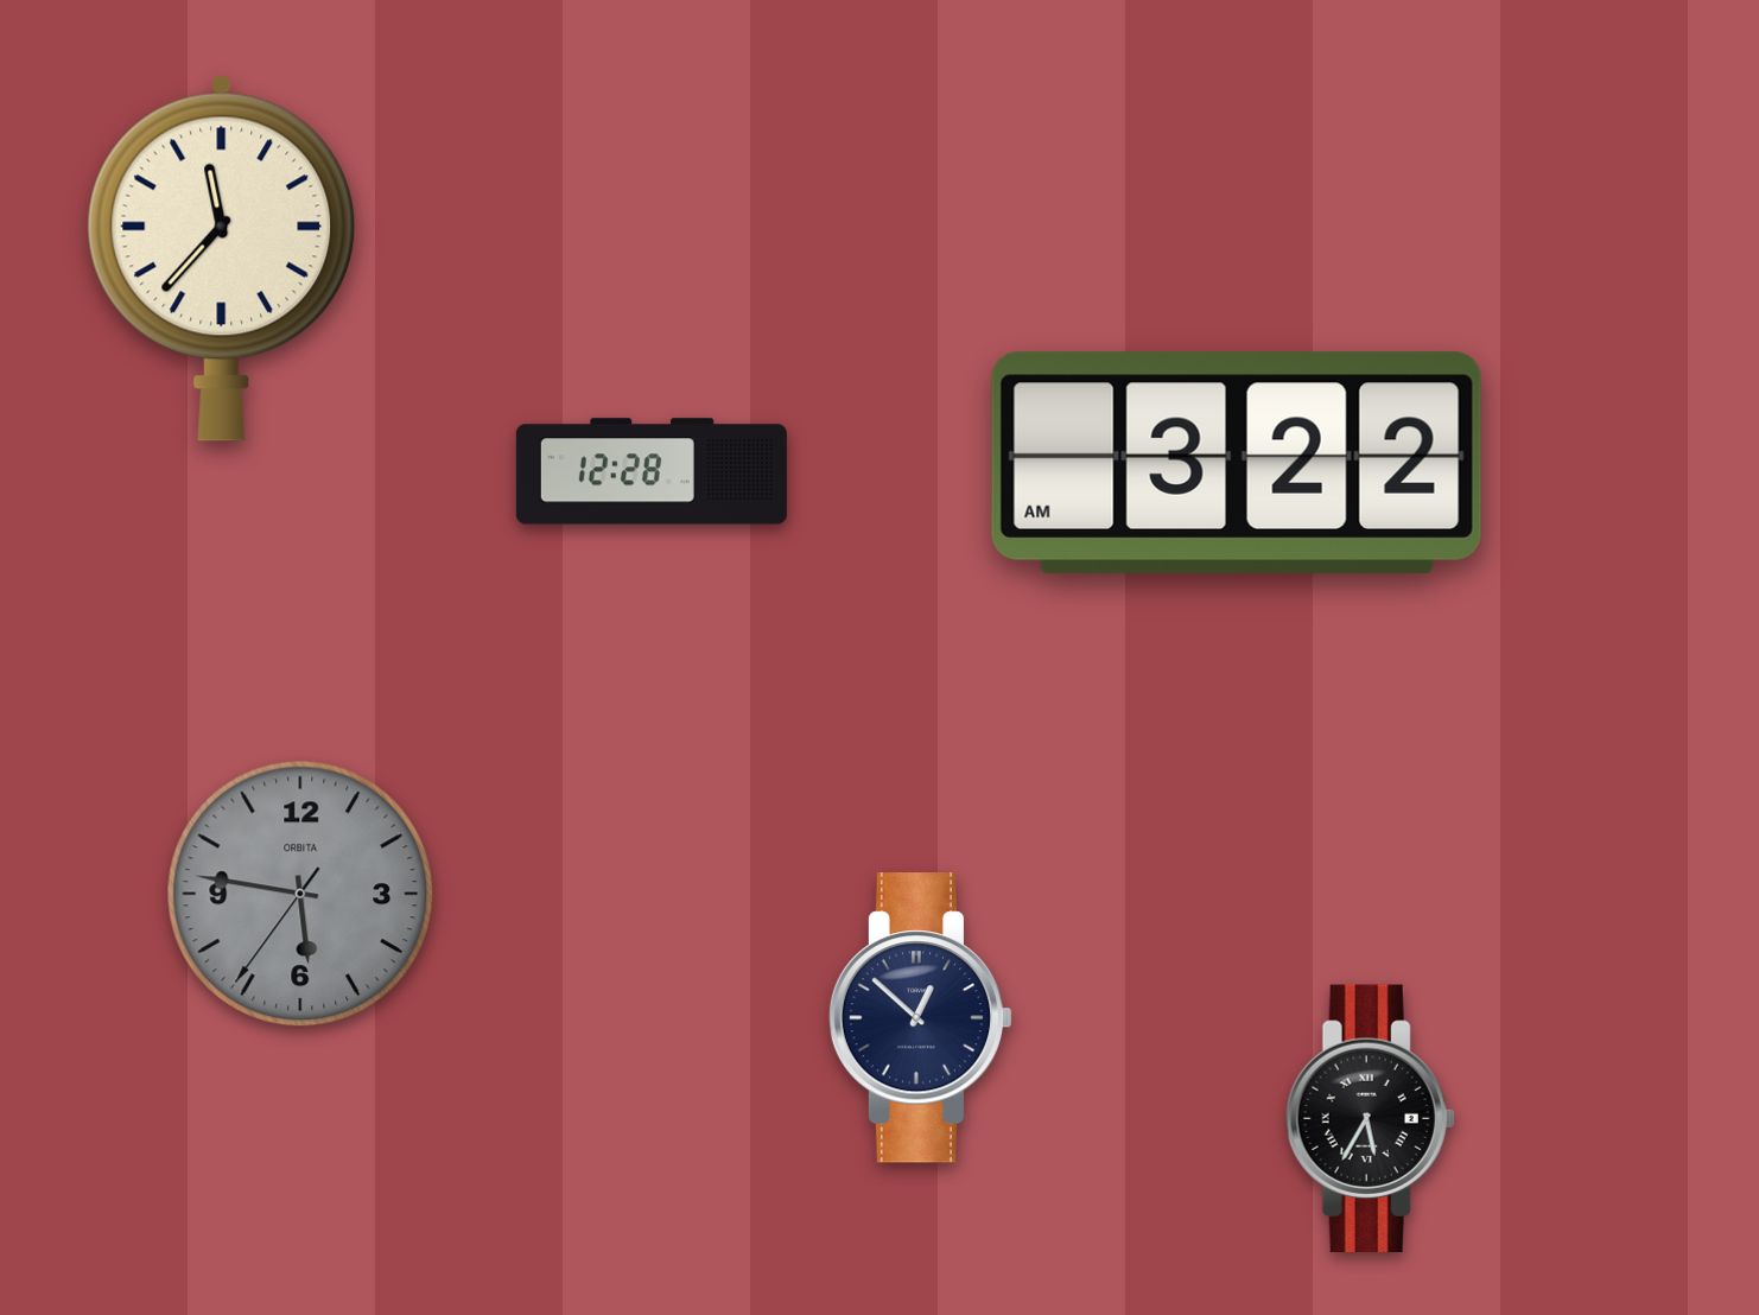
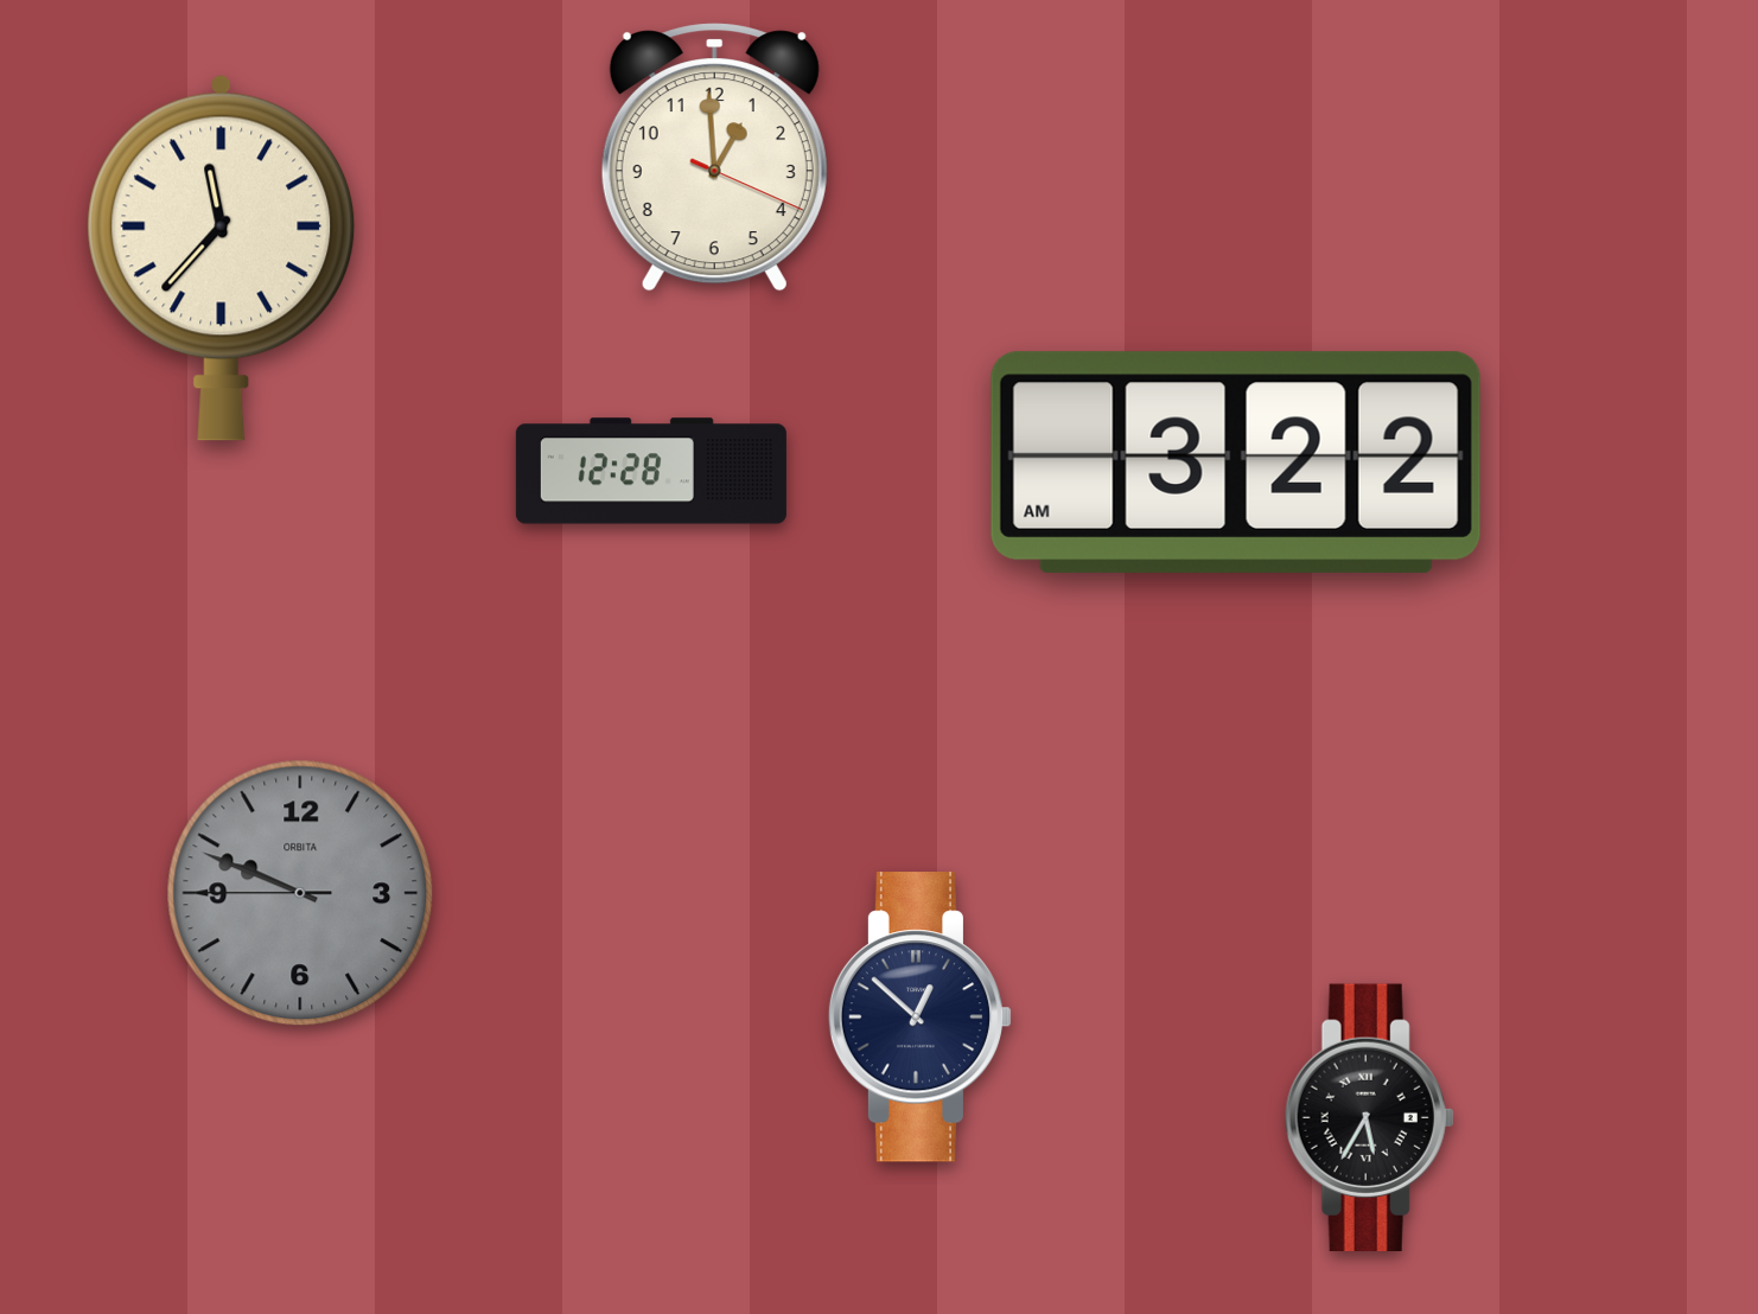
clock at (714, 158): none -> 12:59
clock at (300, 894): 5:46 -> 9:48
